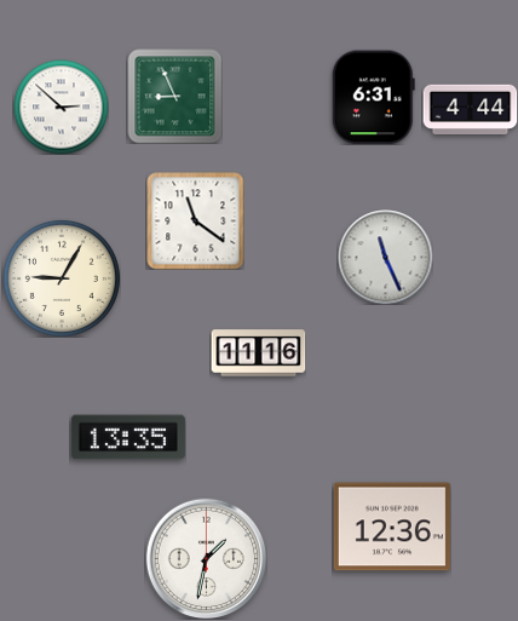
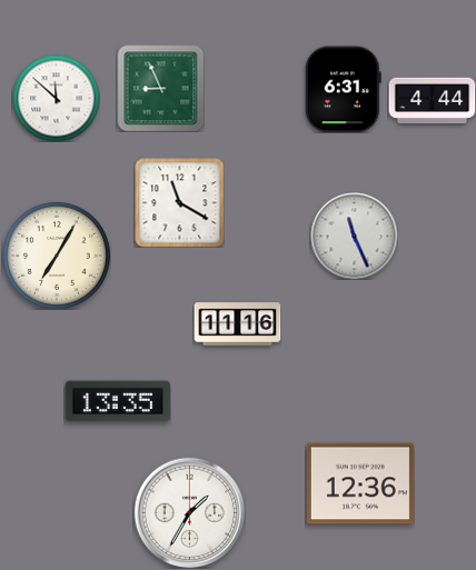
clock at (61, 107): 2:52 -> 11:52
clock at (195, 220): 11:21 -> 11:20
clock at (62, 278): 9:05 -> 7:05
clock at (206, 558): 1:32 -> 1:35
